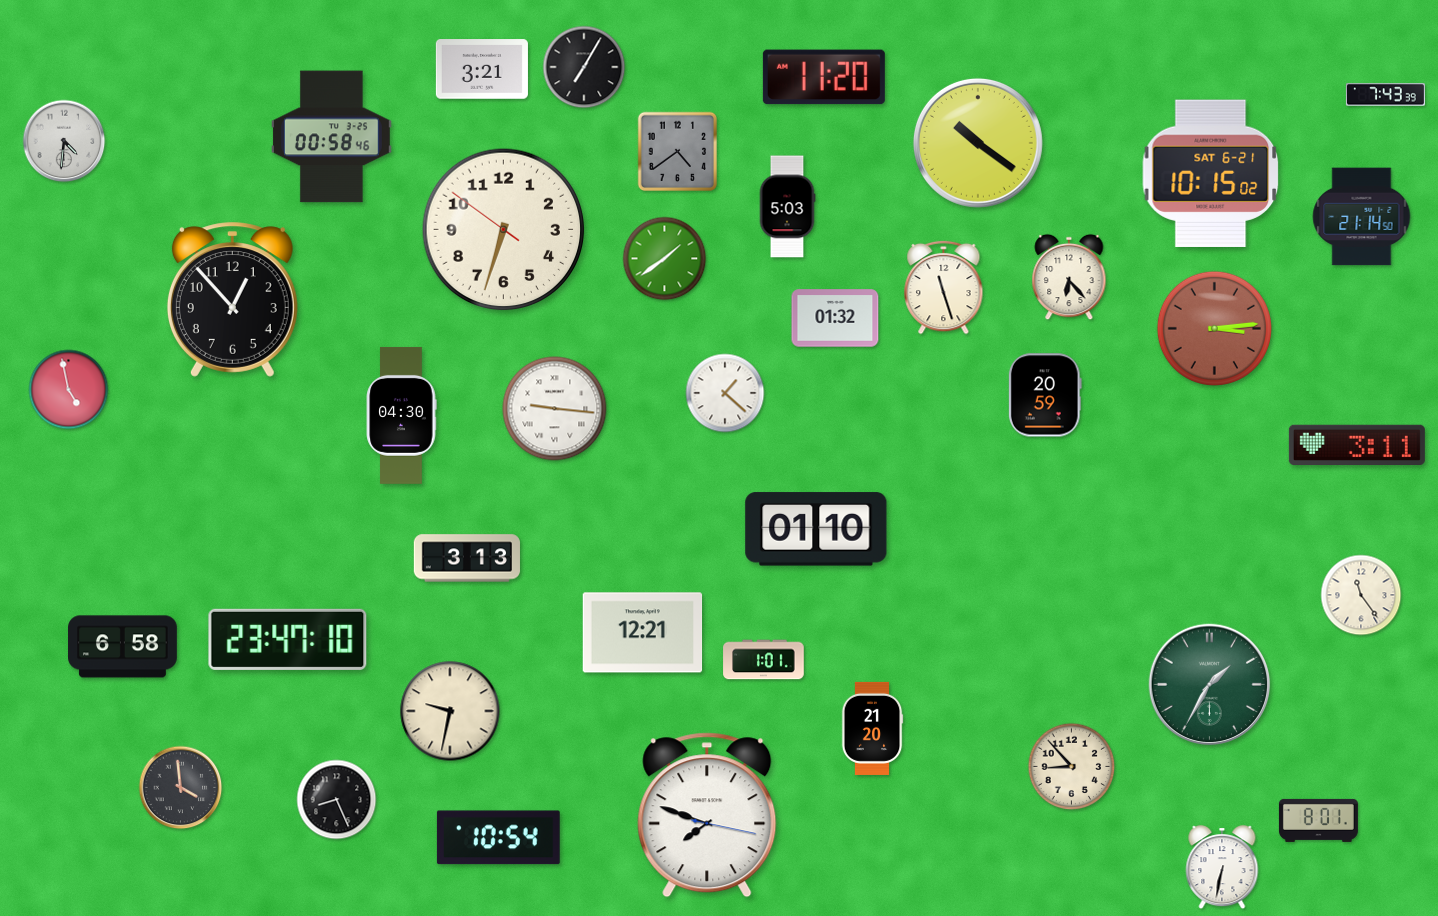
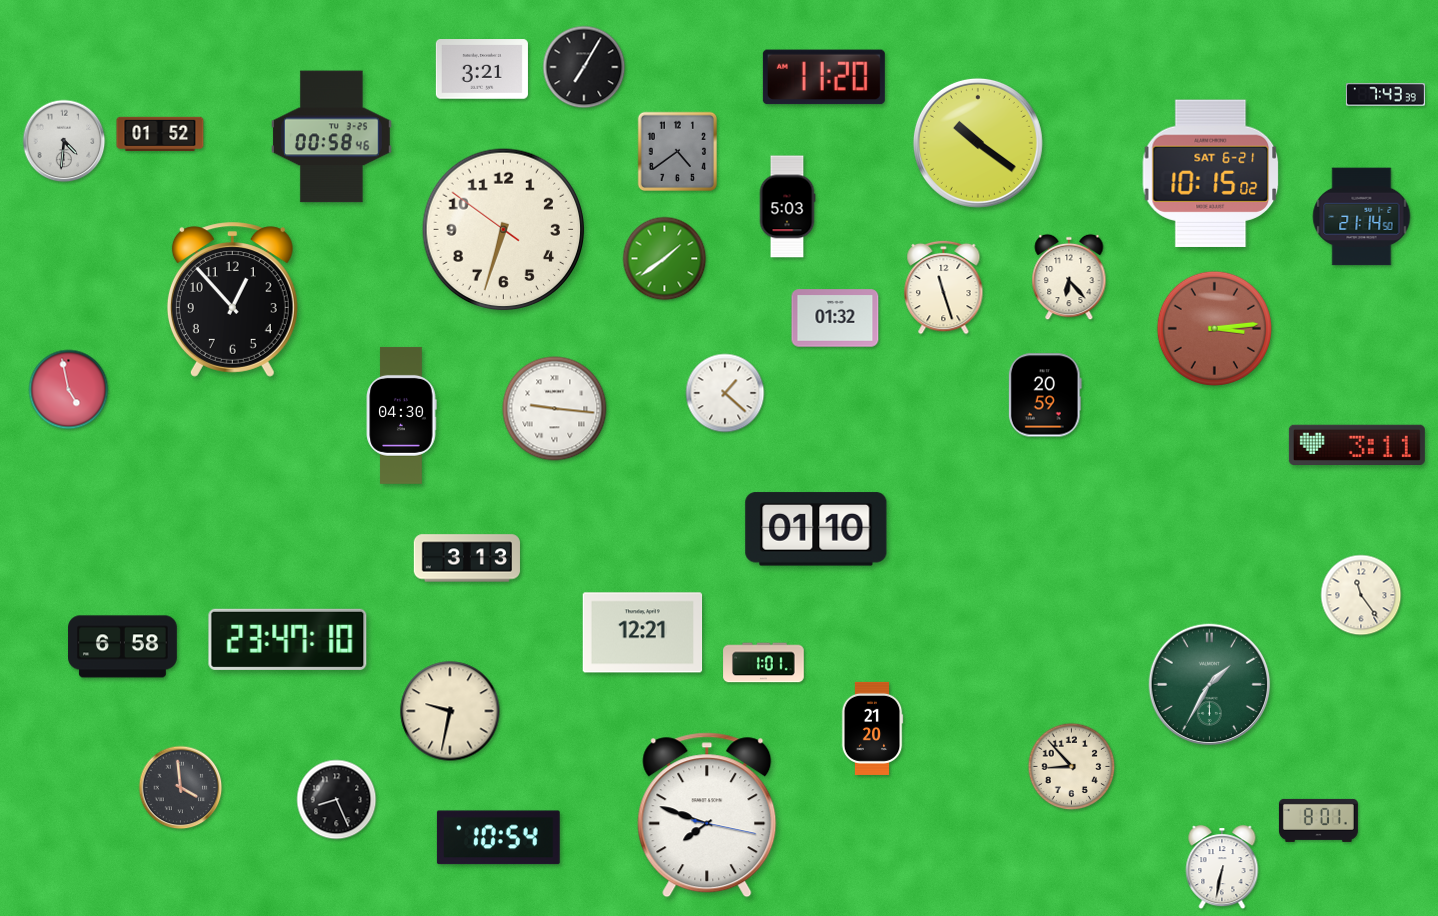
clock at (160, 133): none -> 01:52
clock at (764, 660) position: (764, 660) -> (764, 663)
